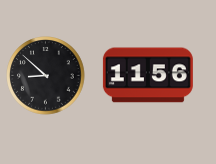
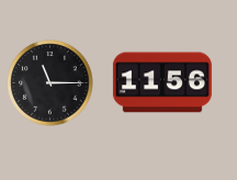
clock at (46, 76): 8:52 -> 11:15
